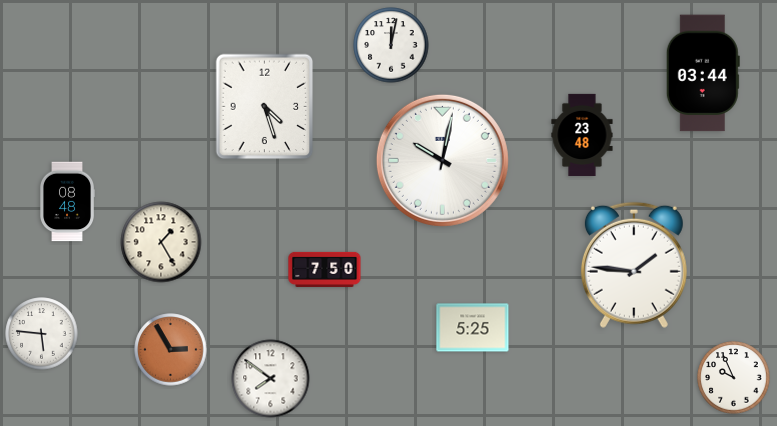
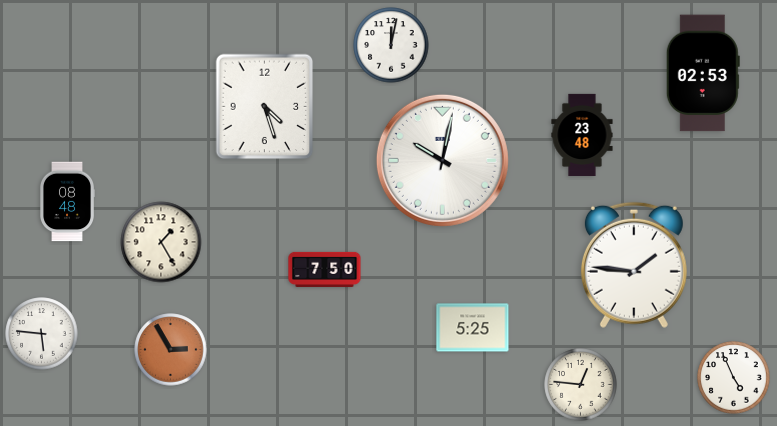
clock at (703, 73): 03:44 -> 02:53
clock at (734, 378): 9:56 -> 4:56
clock at (271, 379): 7:51 -> none
clock at (581, 385): none -> 12:46
